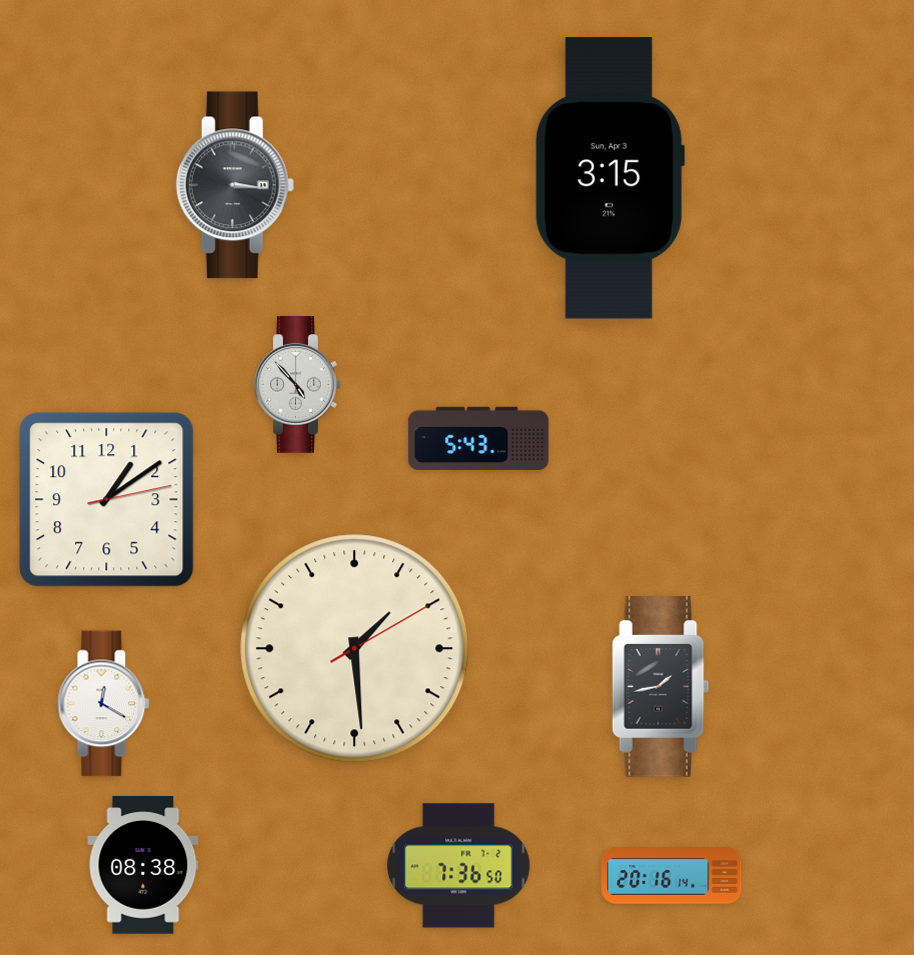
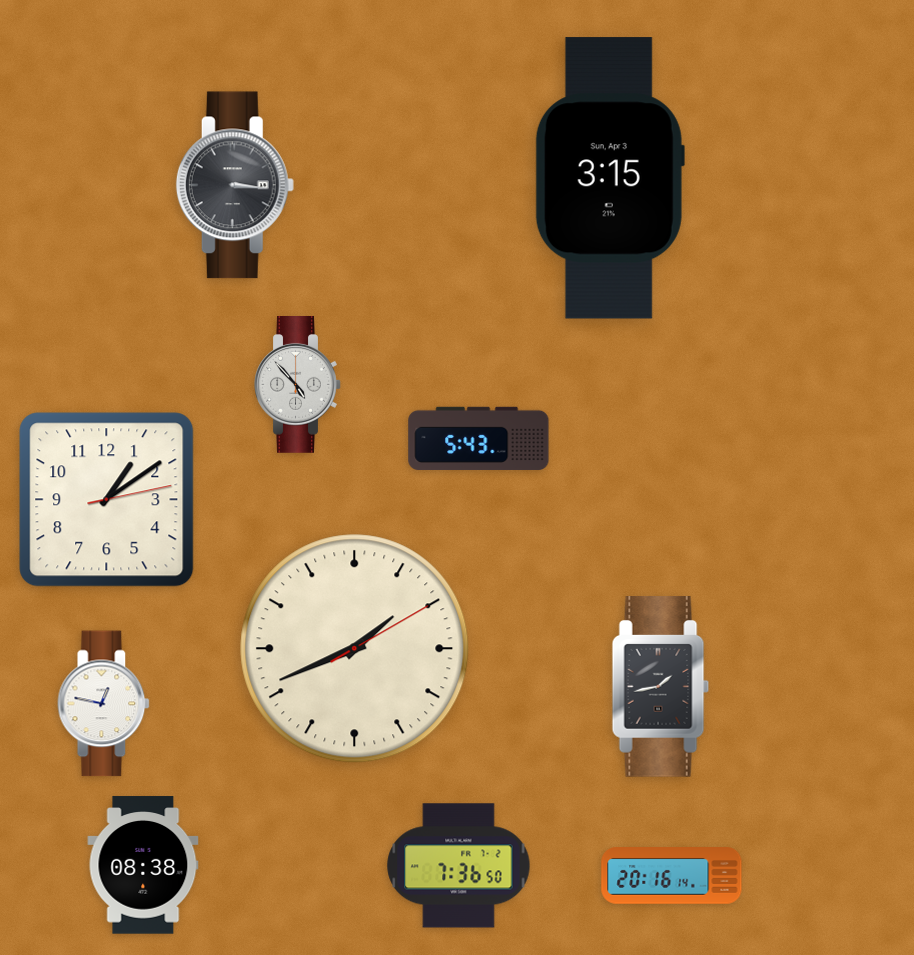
clock at (355, 649): 1:29 -> 1:41
clock at (104, 704): 12:20 -> 12:47
